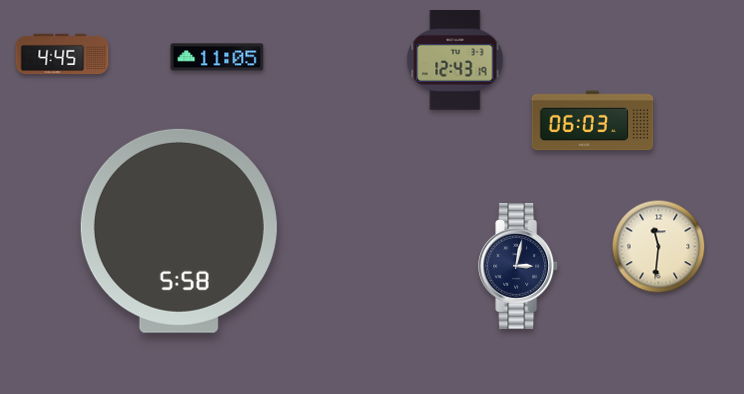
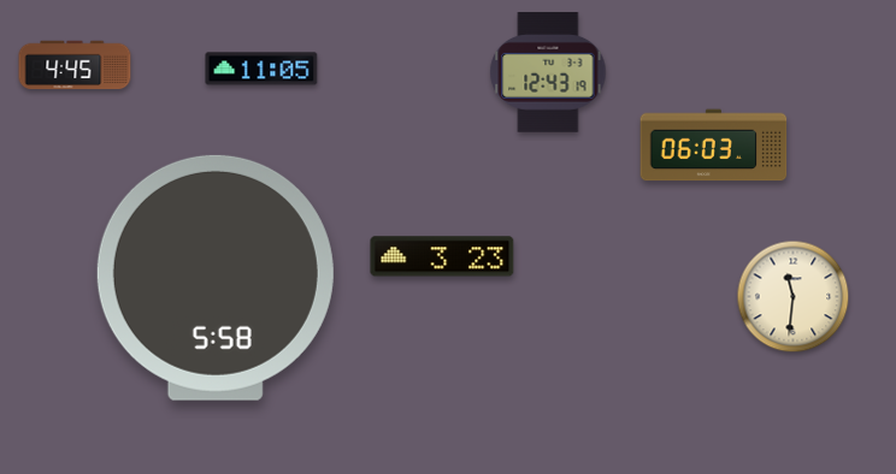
clock at (442, 256): none -> 3:23
clock at (519, 267): 3:02 -> none
